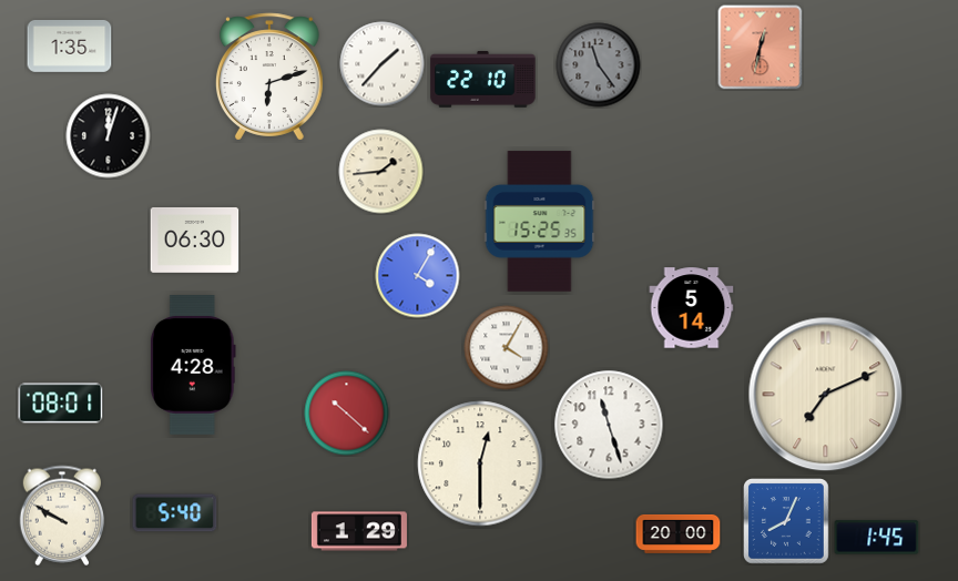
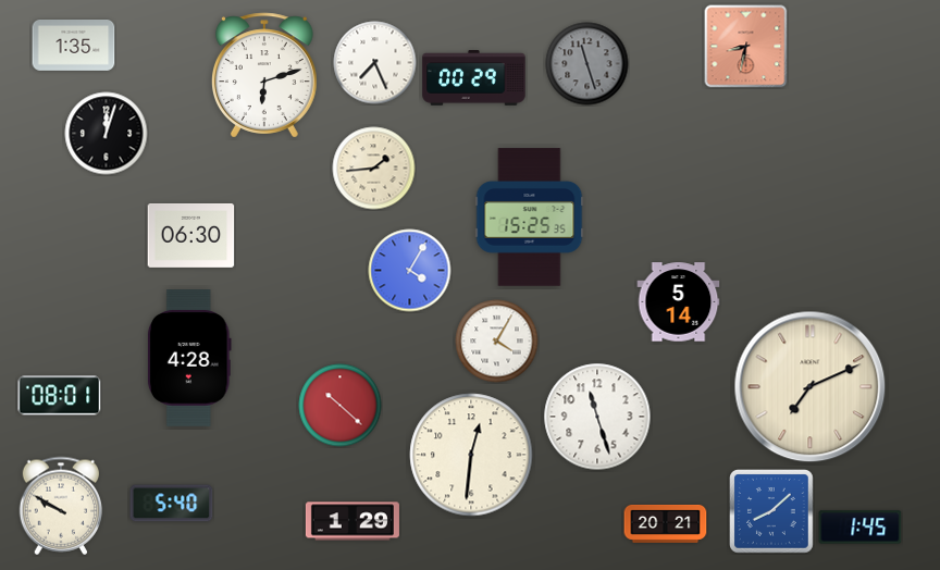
clock at (70, 47) position: (70, 47) -> (74, 46)
clock at (761, 48): 12:32 -> 8:32
clock at (383, 64): 1:37 -> 7:26
clock at (599, 65): 11:24 -> 11:27
clock at (483, 80): 22:10 -> 00:29
clock at (480, 463): 12:30 -> 12:31
clock at (787, 522): 8:04 -> 8:08
clock at (679, 533): 20:00 -> 20:21
